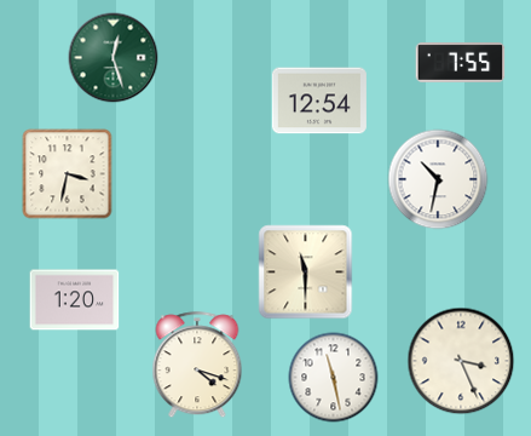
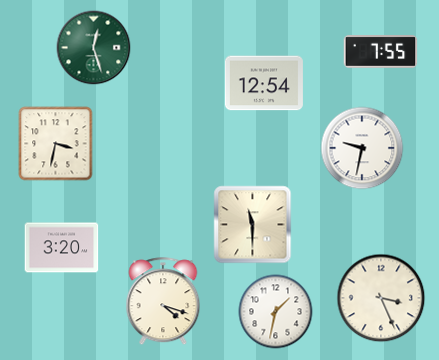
clock at (438, 179): 10:32 -> 9:32
clock at (75, 300): 1:20 -> 3:20
clock at (334, 378): 11:28 -> 1:32
